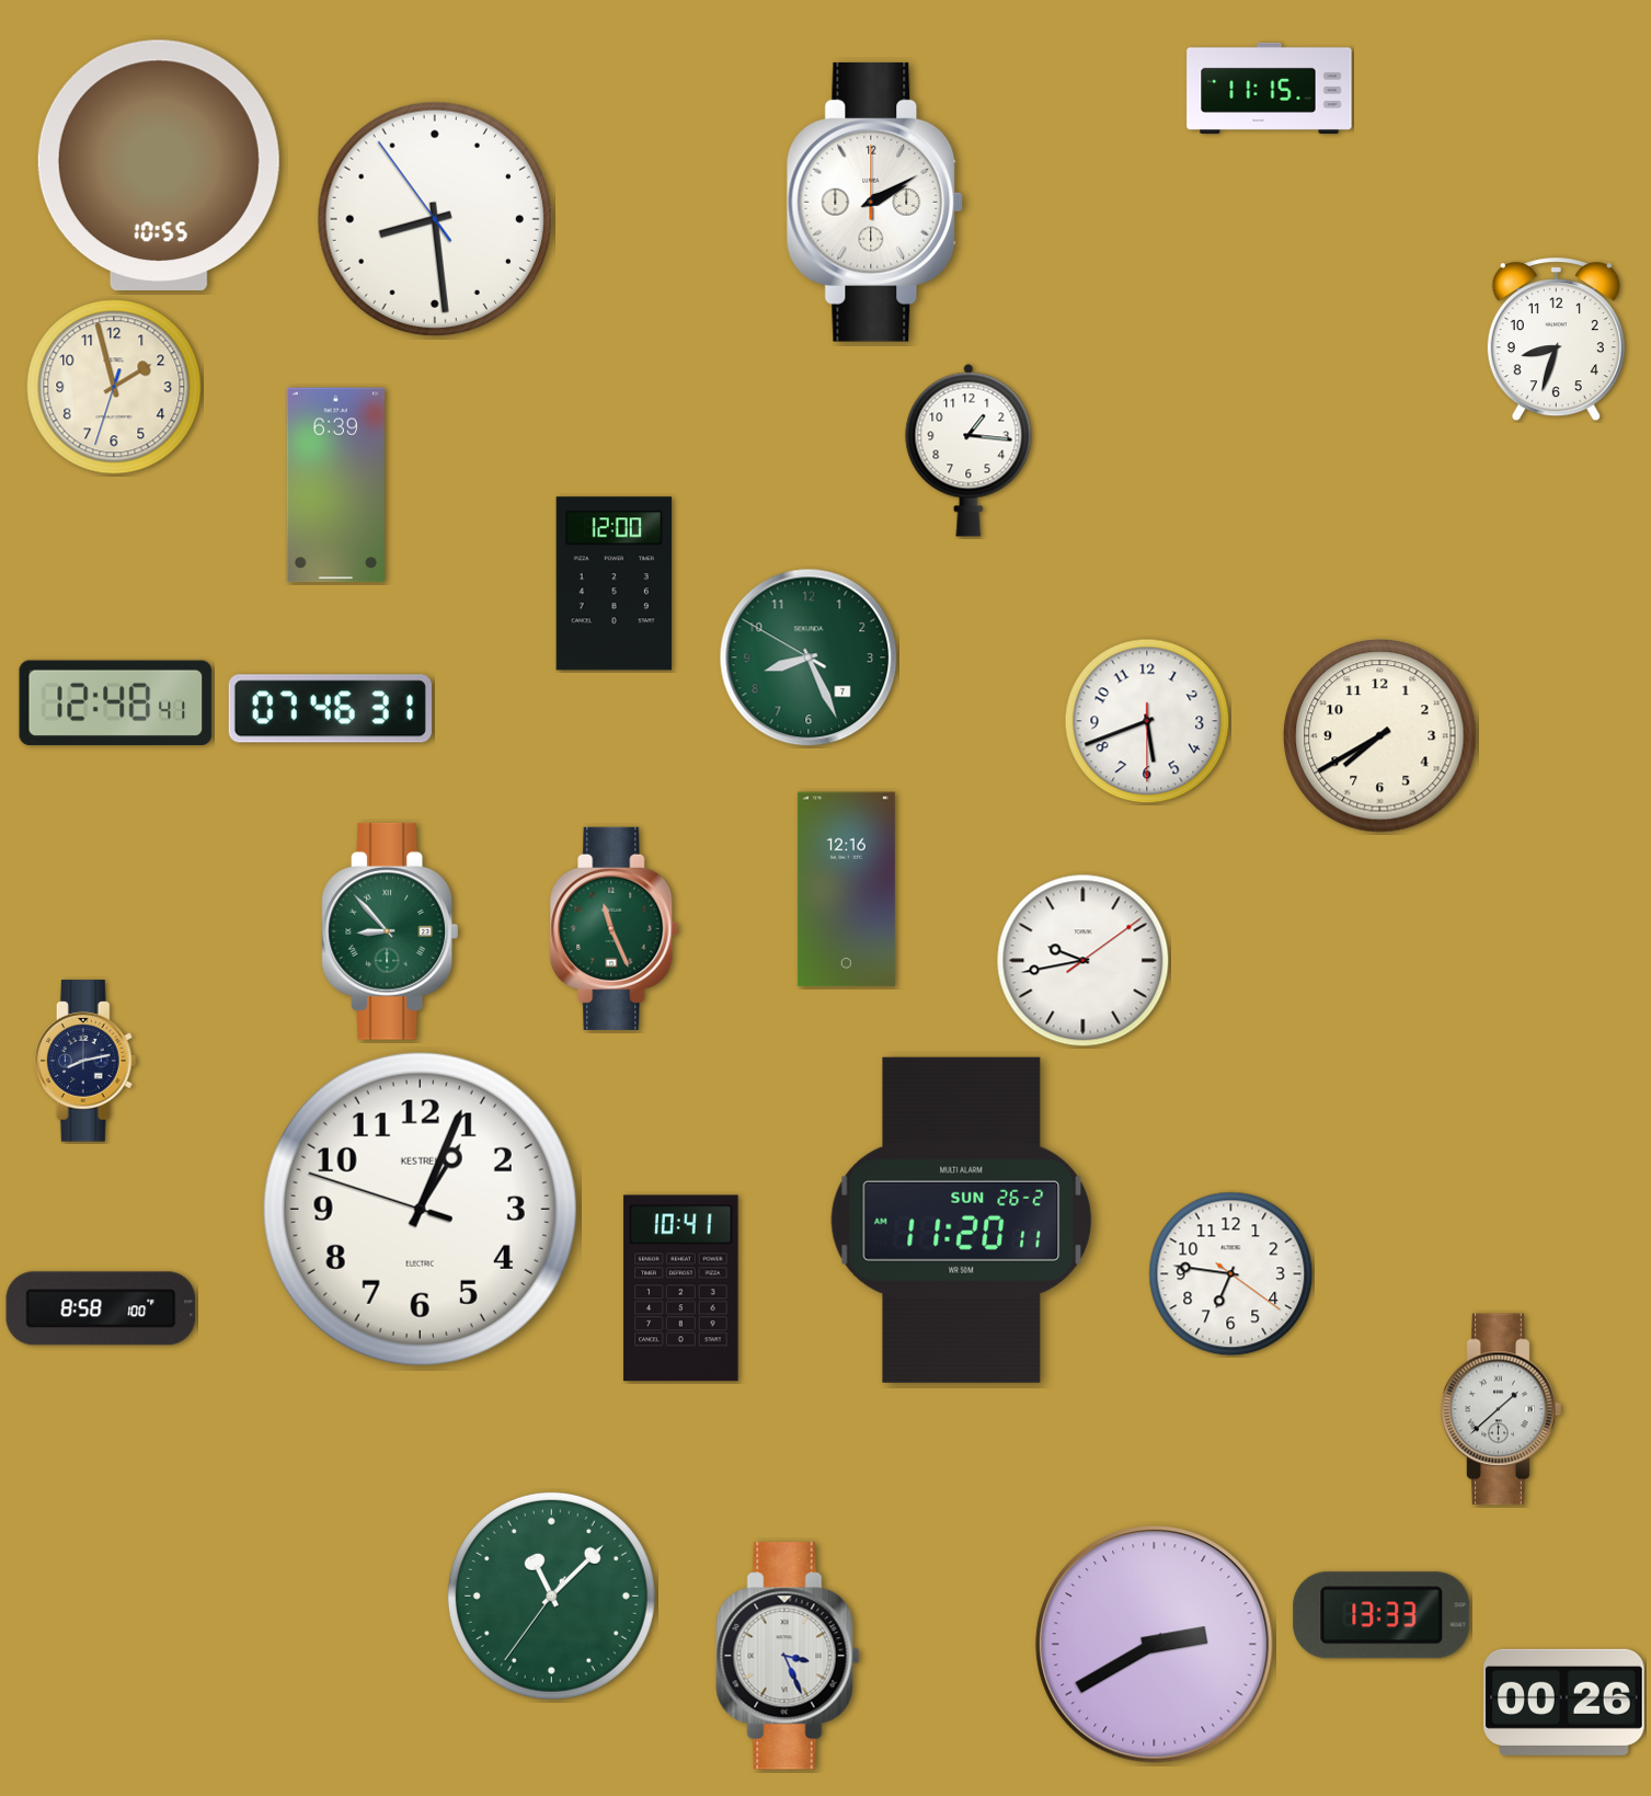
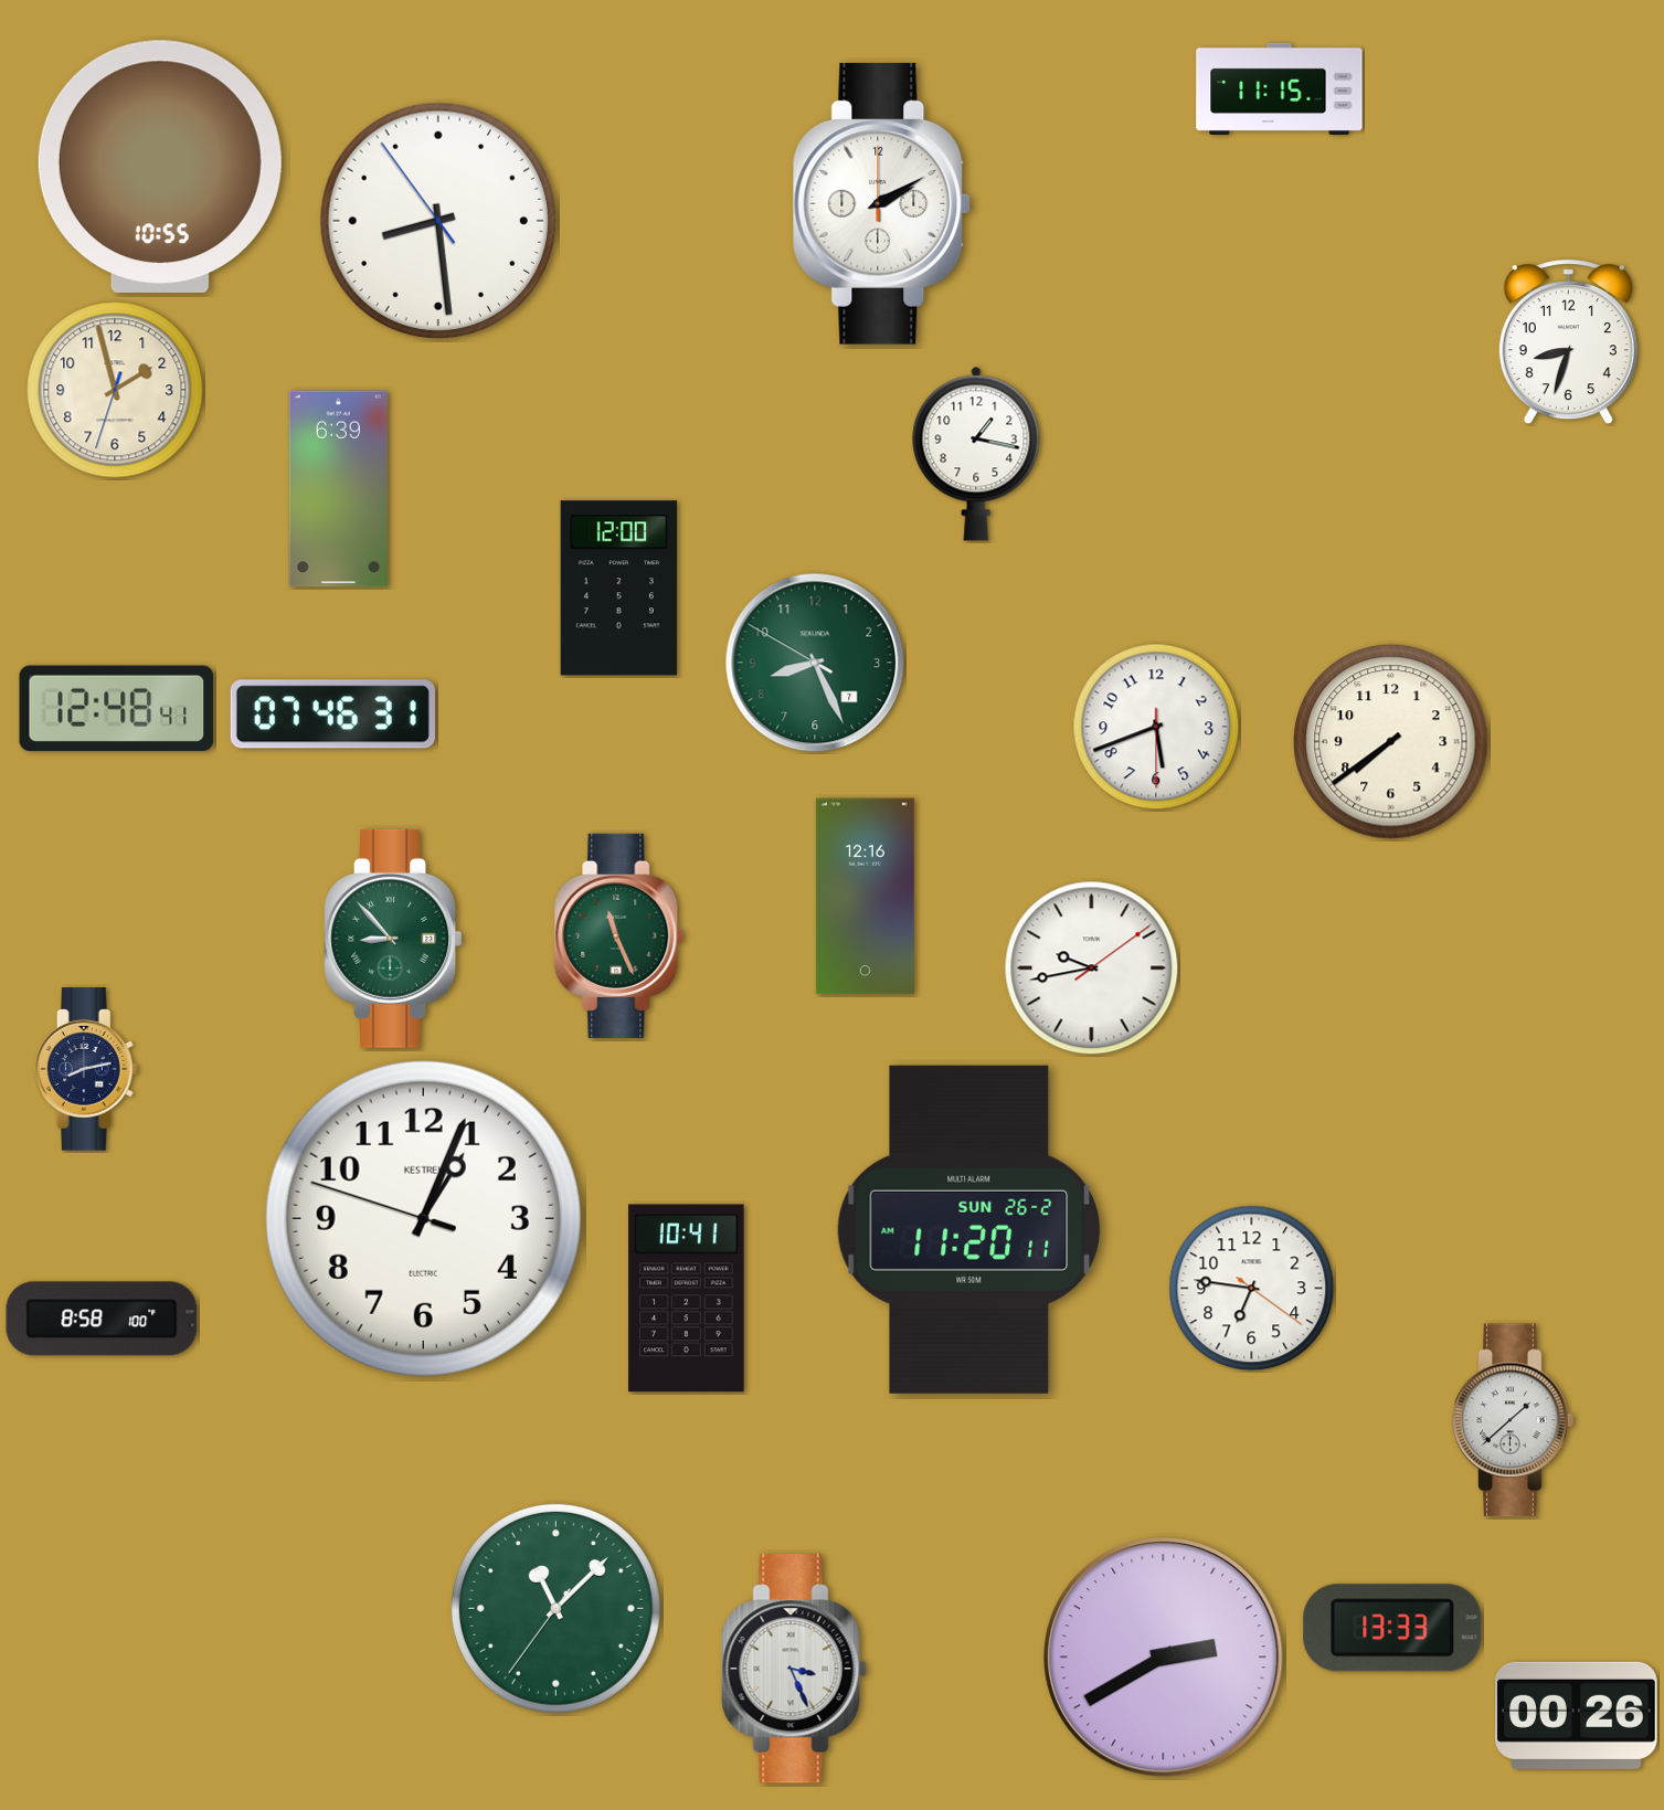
clock at (968, 450): 1:16 -> 1:17
clock at (1380, 736): 7:40 -> 7:39
clock at (846, 890) position: (846, 890) -> (865, 897)
clock at (1231, 1274) position: (1231, 1274) -> (1252, 1289)
